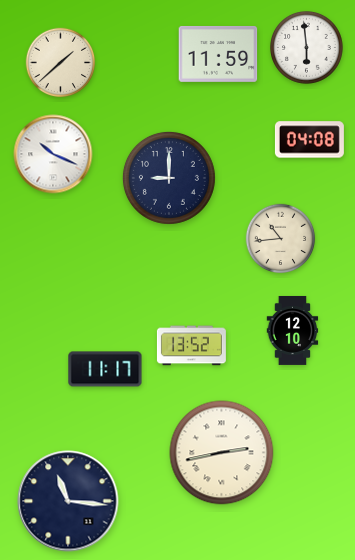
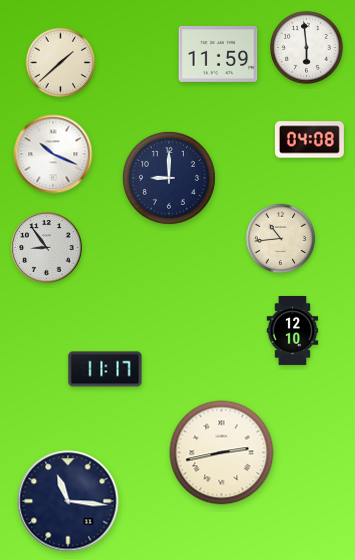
clock at (47, 248): none -> 8:54
clock at (191, 346): 13:52 -> none
